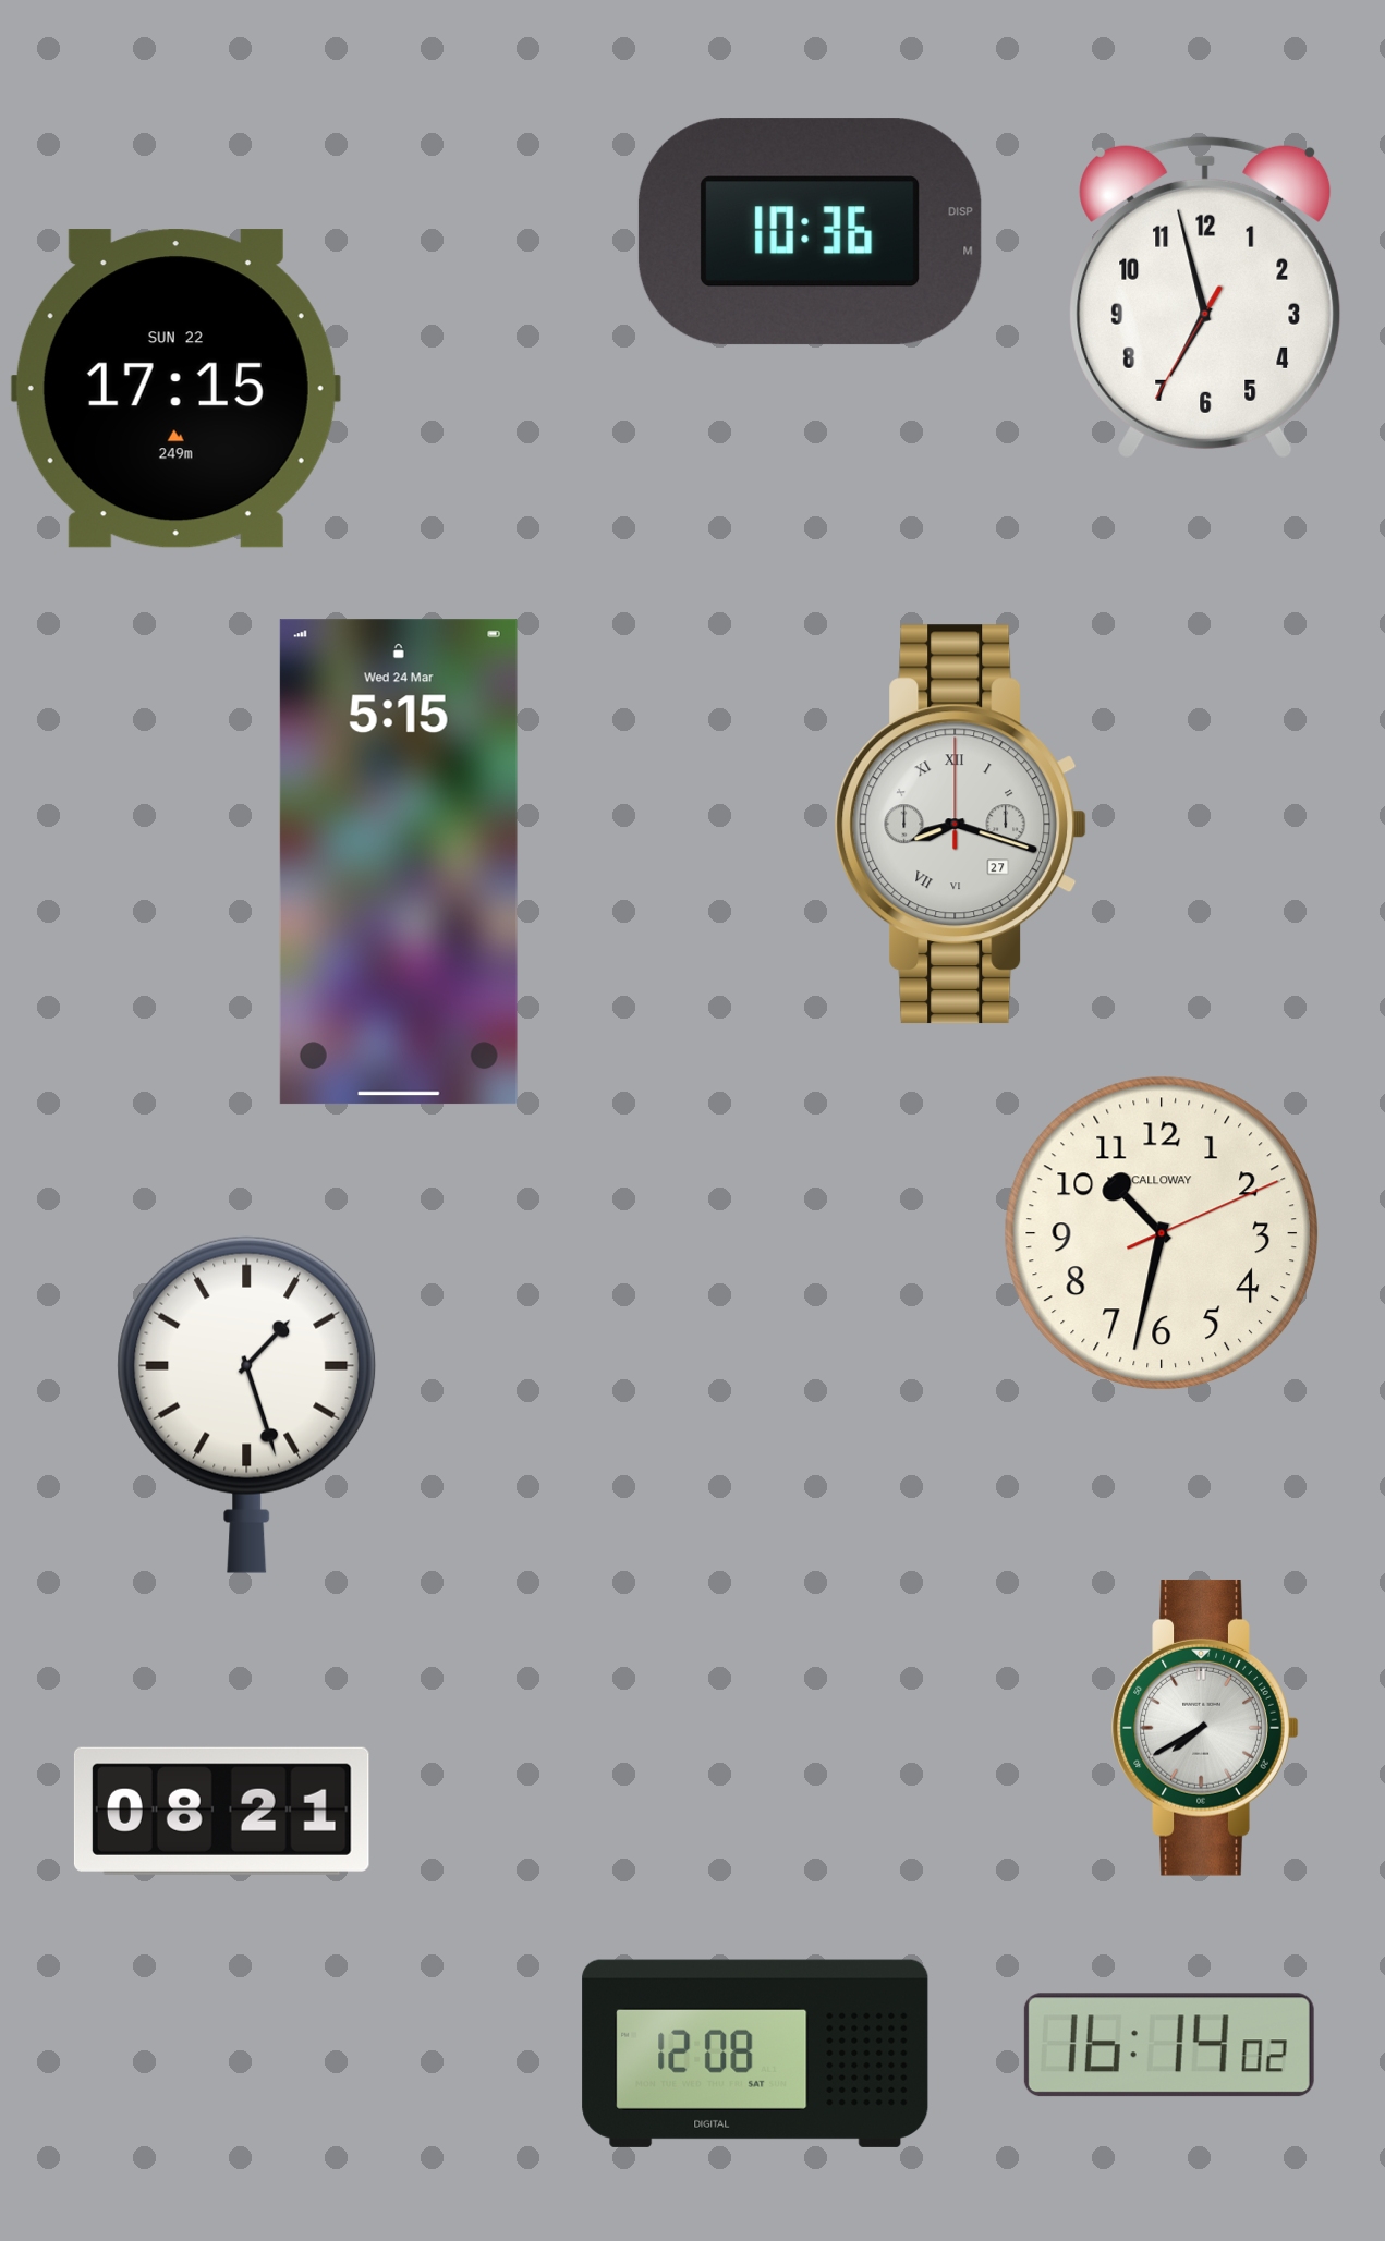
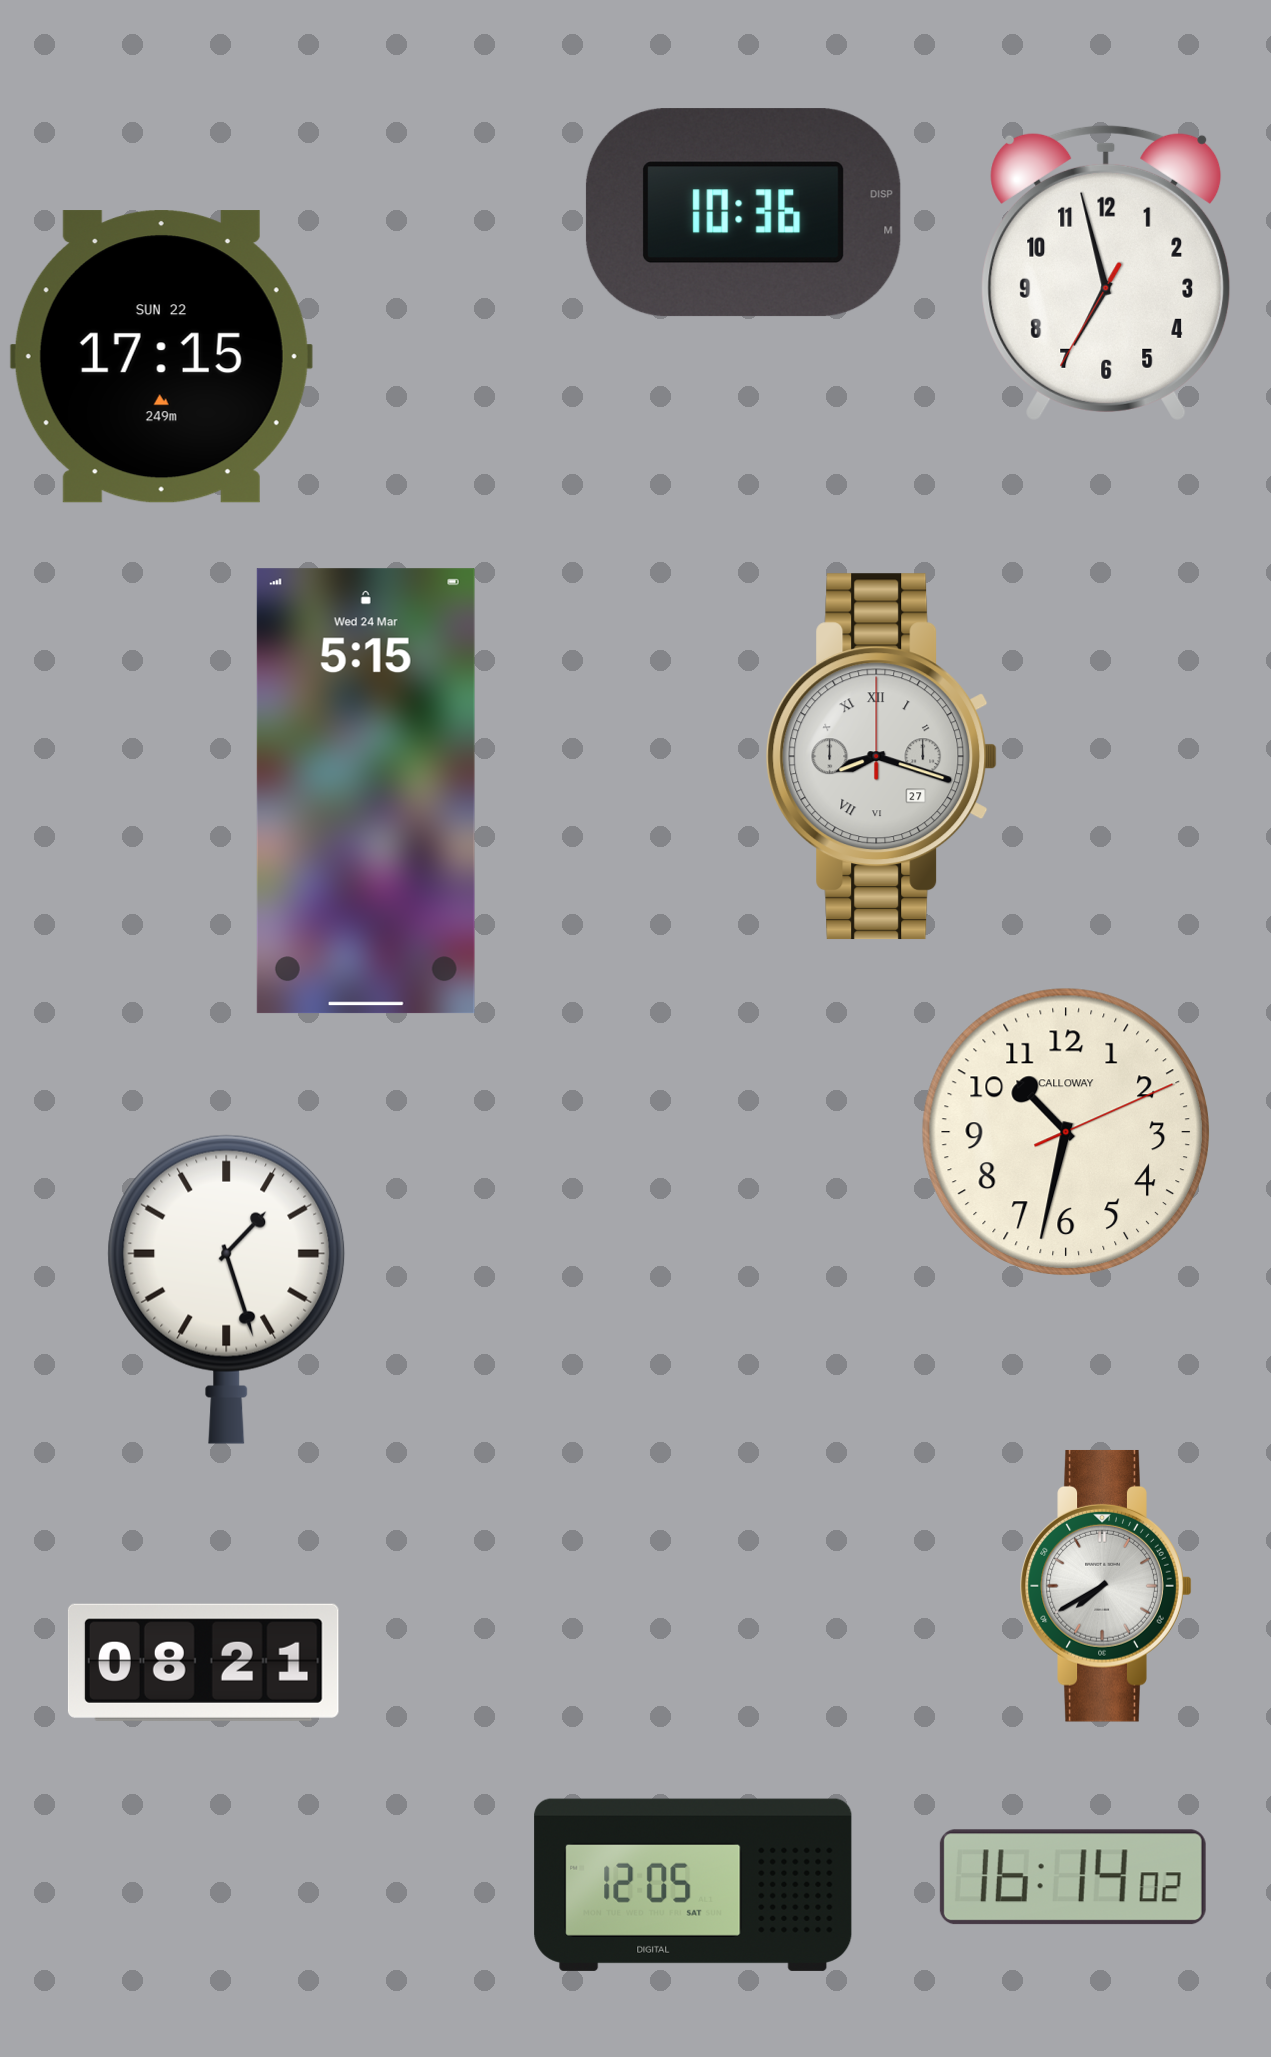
clock at (755, 2054): 12:08 -> 12:05
